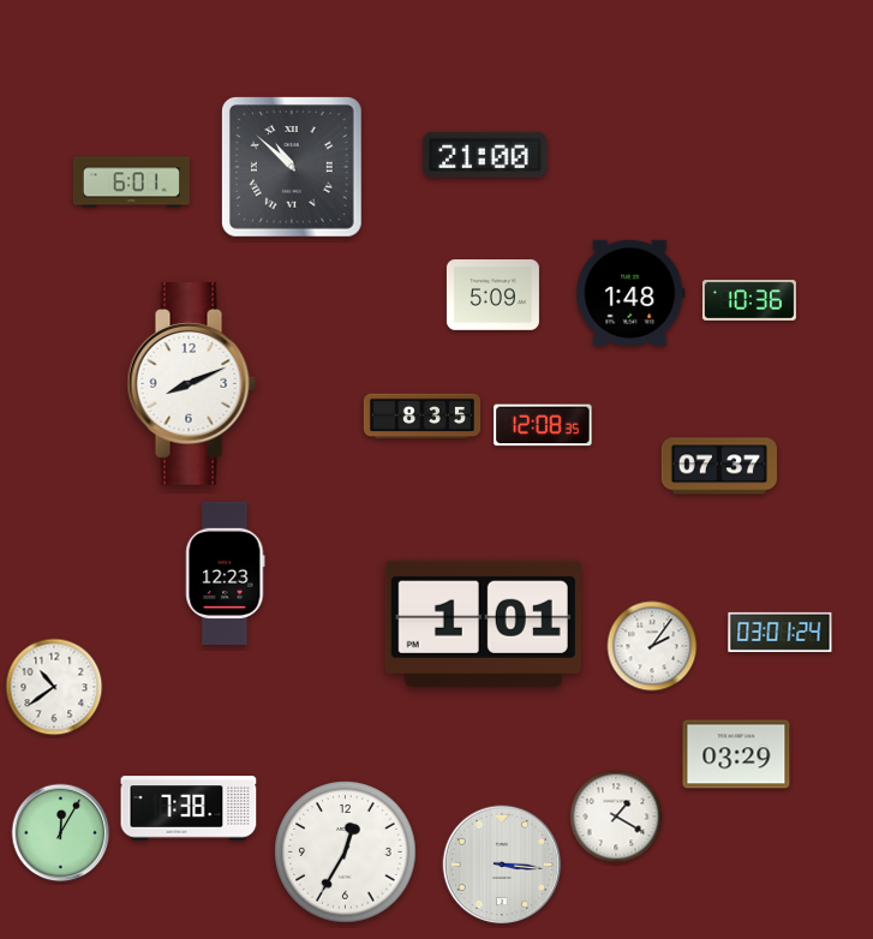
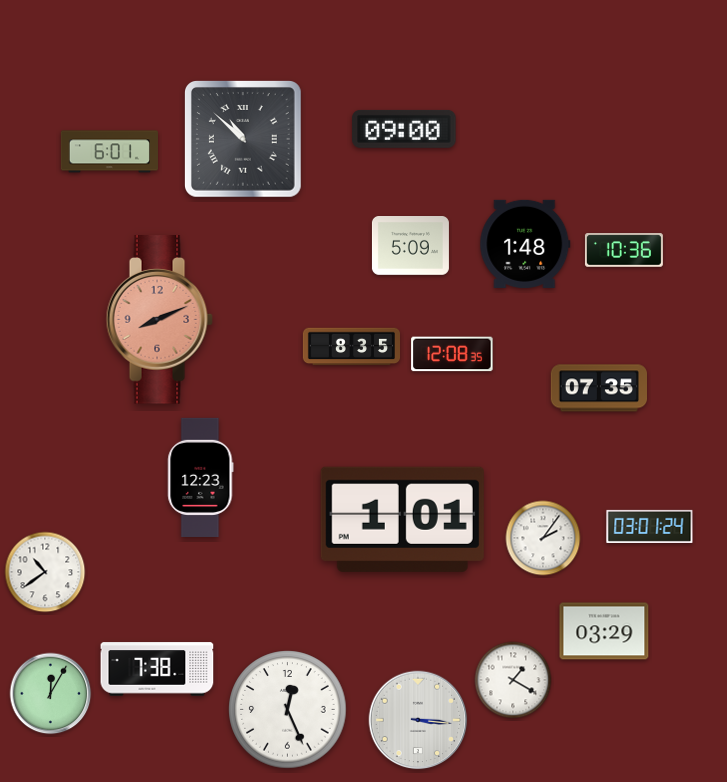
clock at (485, 155): 21:00 -> 09:00
clock at (191, 384) dial: white -> salmon
clock at (718, 466): 07:37 -> 07:35
clock at (226, 573) position: (226, 573) -> (201, 477)
clock at (736, 754) position: (736, 754) -> (604, 631)
clock at (189, 808) position: (189, 808) -> (157, 669)
clock at (346, 853): 12:35 -> 12:26
